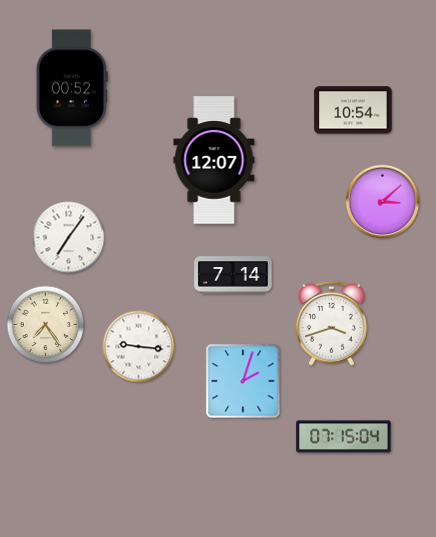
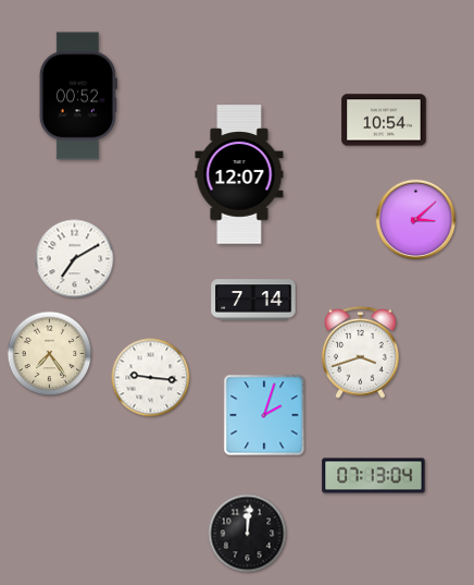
clock at (214, 160) position: (214, 160) -> (239, 174)
clock at (69, 238): 7:06 -> 7:10
clock at (344, 437): 07:15 -> 07:13
clock at (248, 534): none -> 12:01
